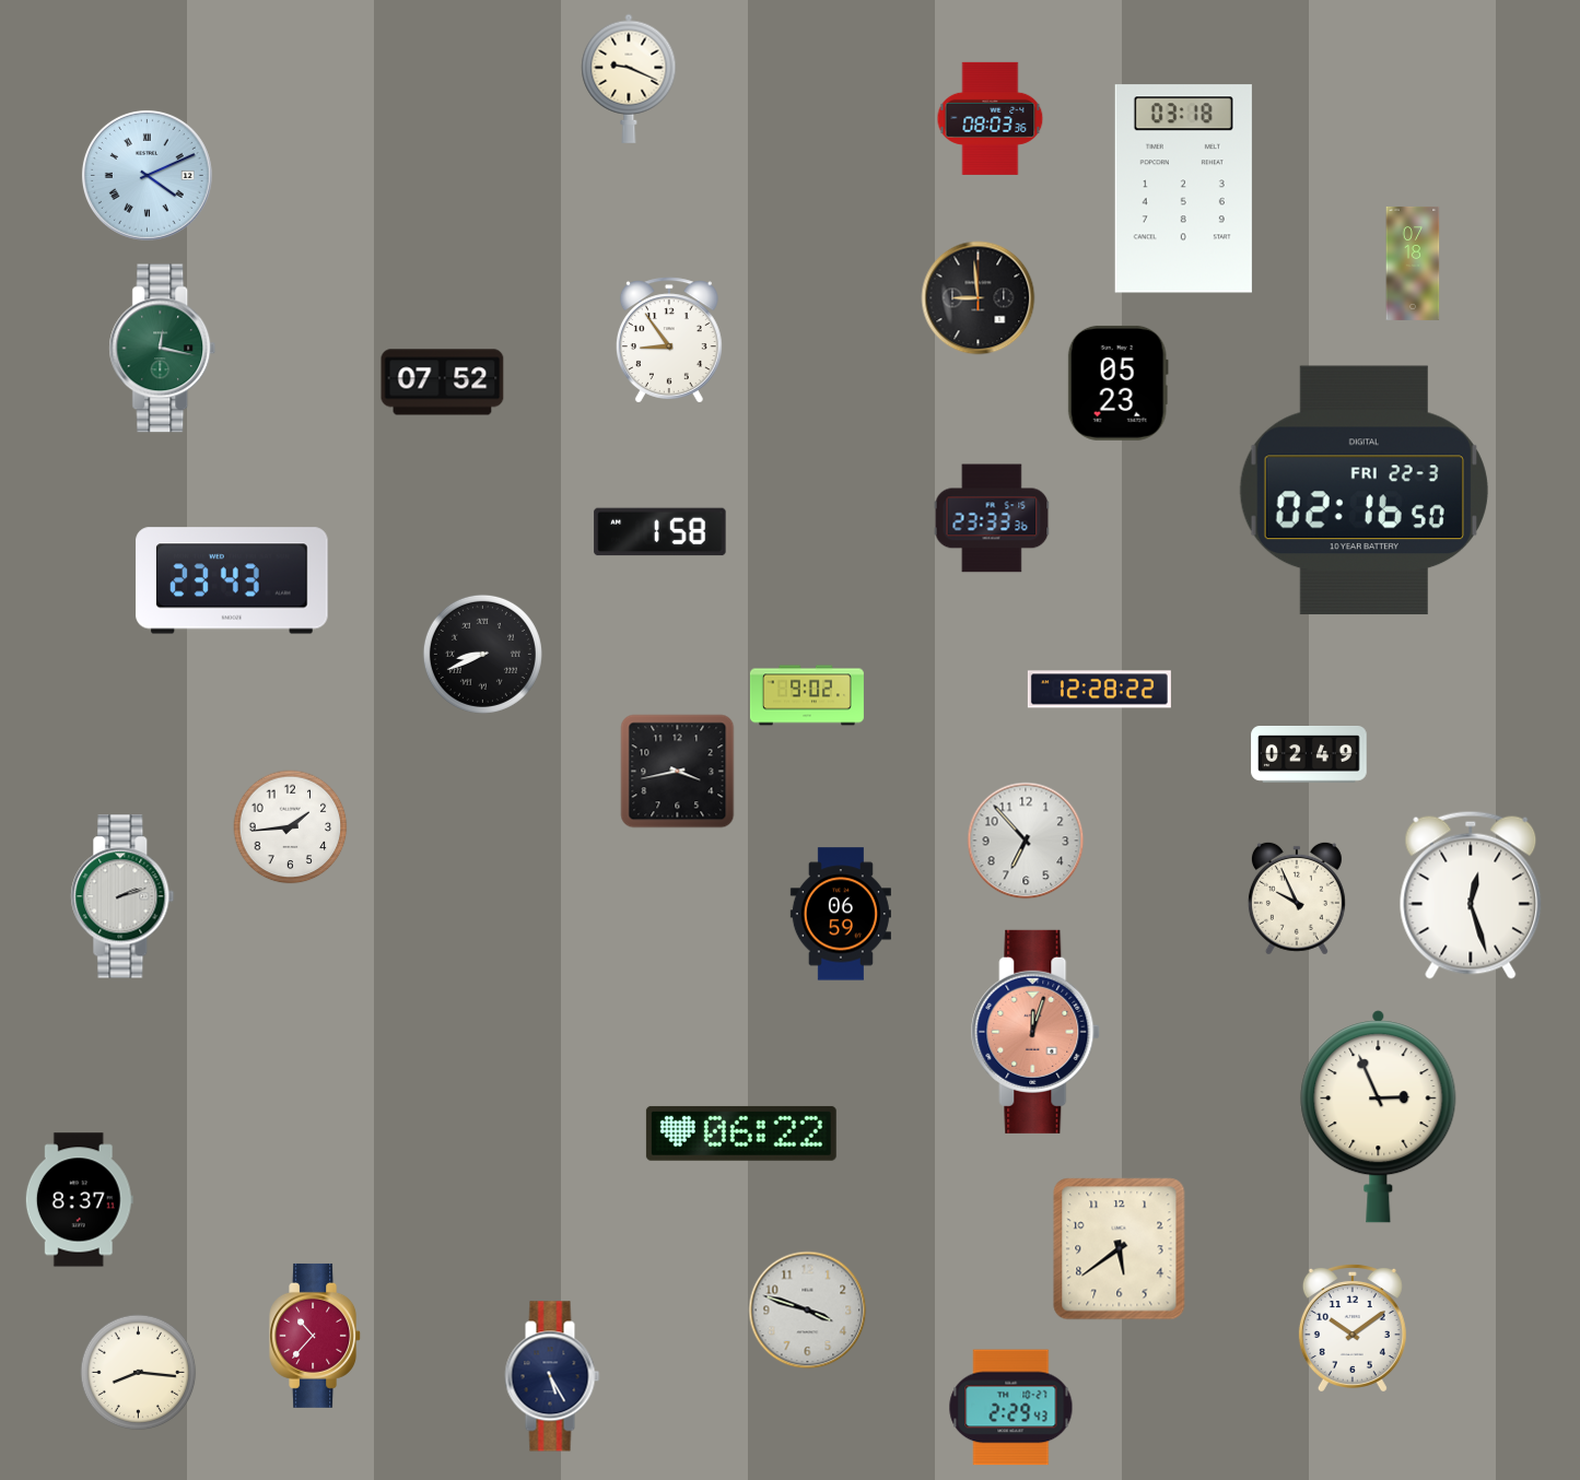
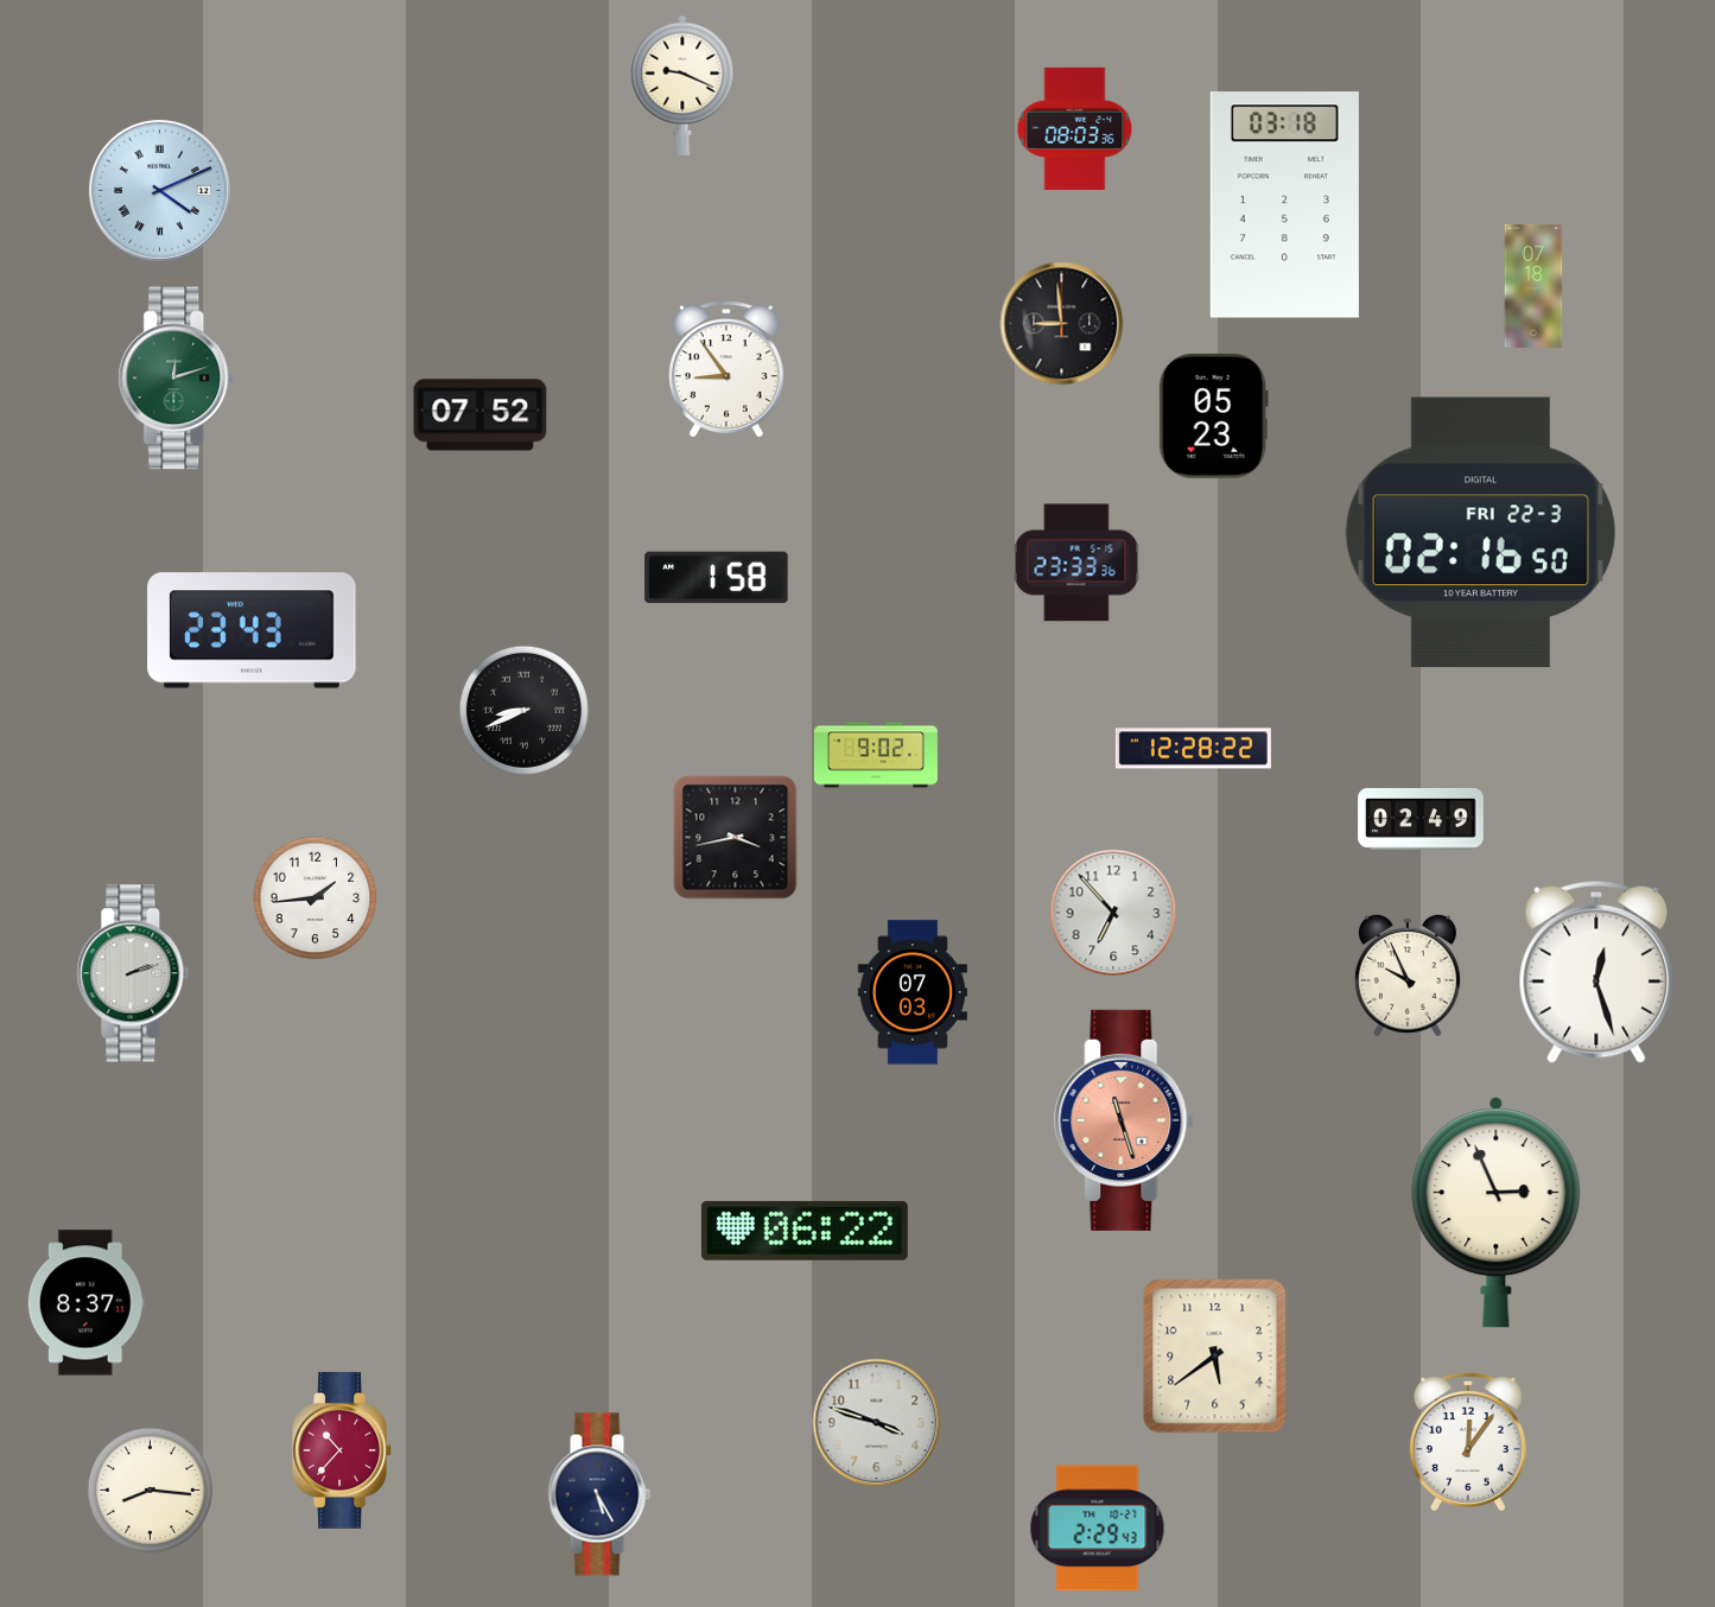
clock at (163, 349): 12:17 -> 12:12
clock at (841, 914): 06:59 -> 07:03
clock at (1037, 1032): 12:03 -> 11:27
clock at (1353, 1327): 10:09 -> 12:06
